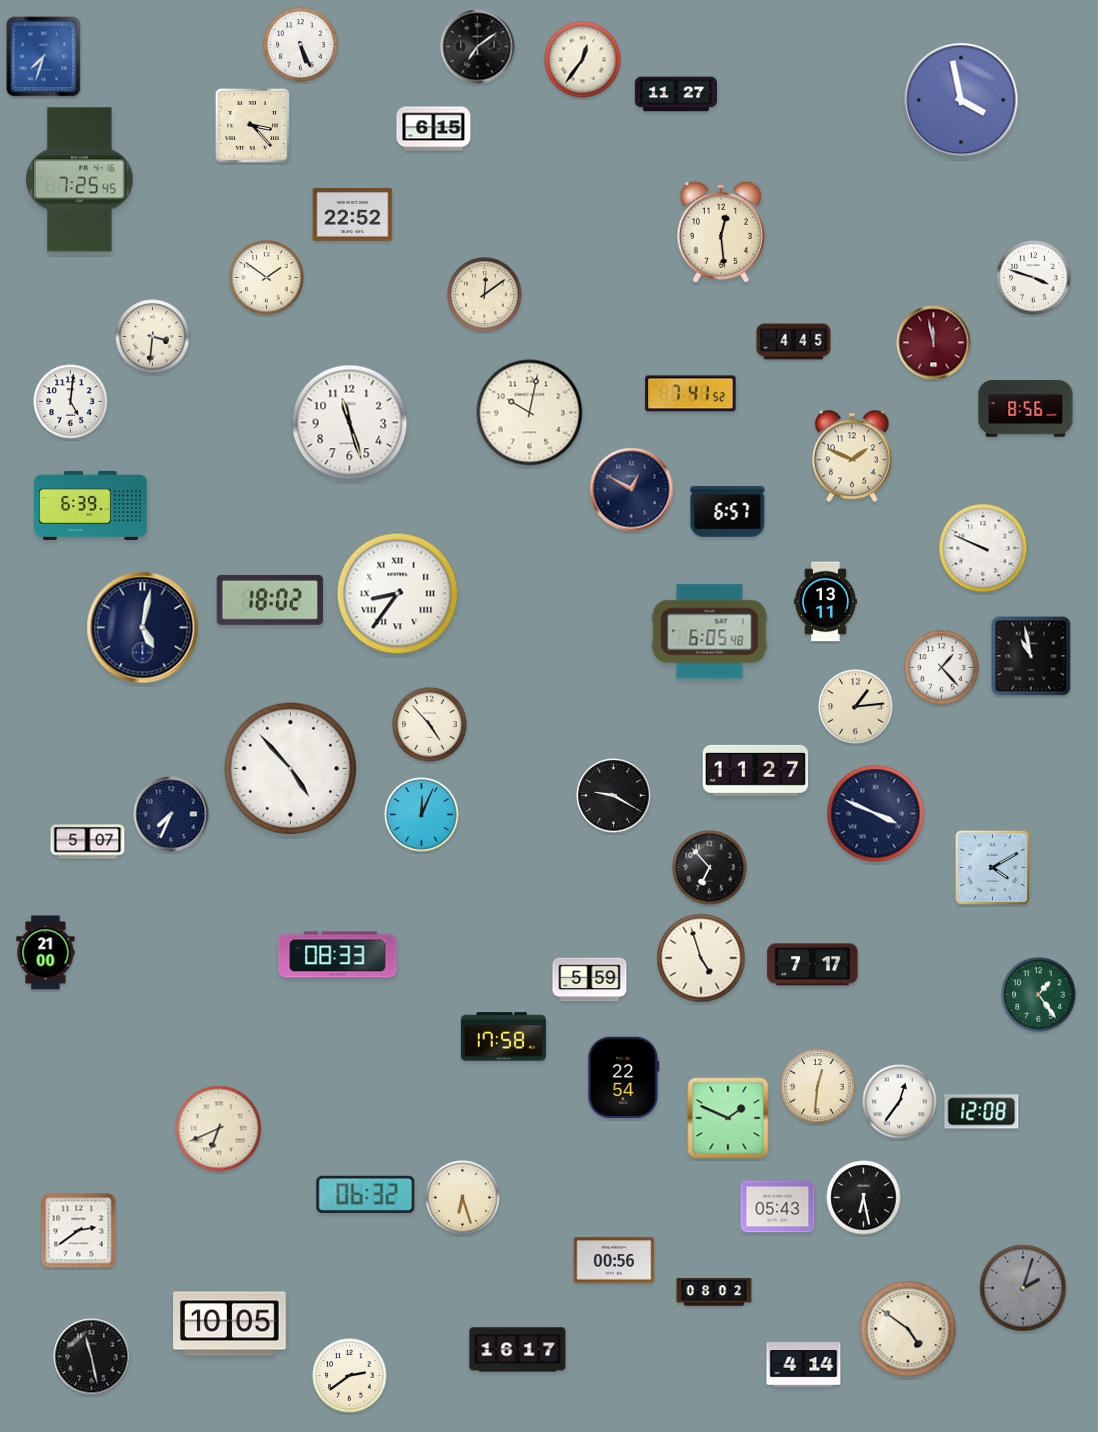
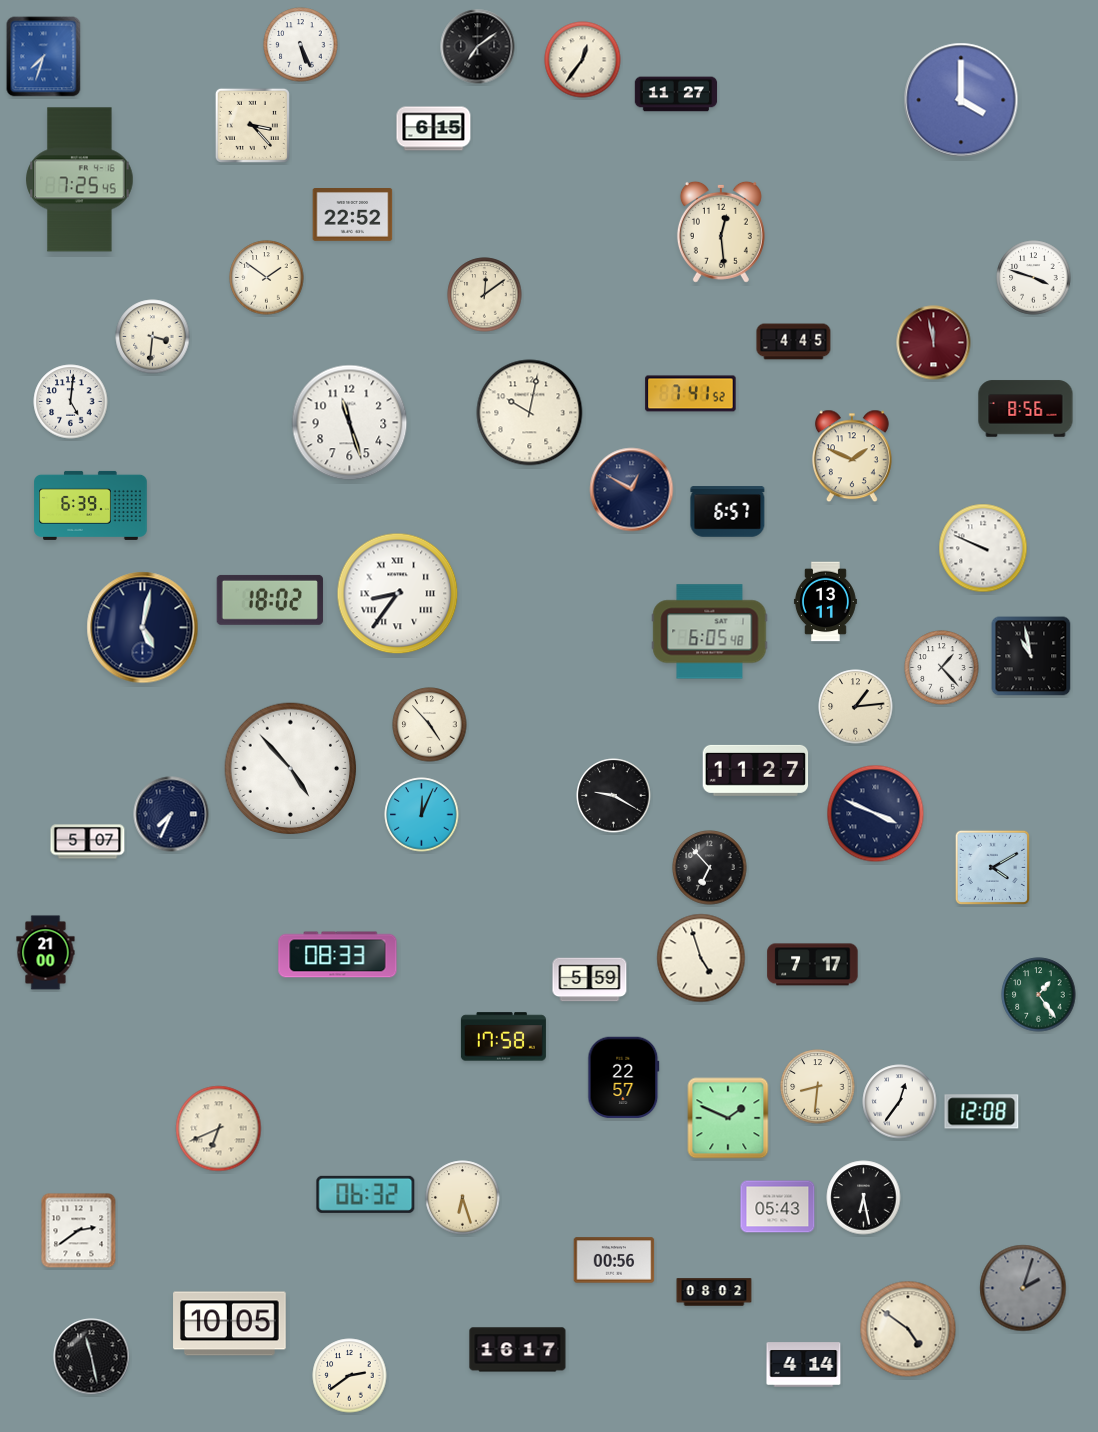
clock at (961, 100): 3:58 -> 4:00
clock at (624, 1078): 22:54 -> 22:57
clock at (818, 1087): 12:31 -> 8:31
